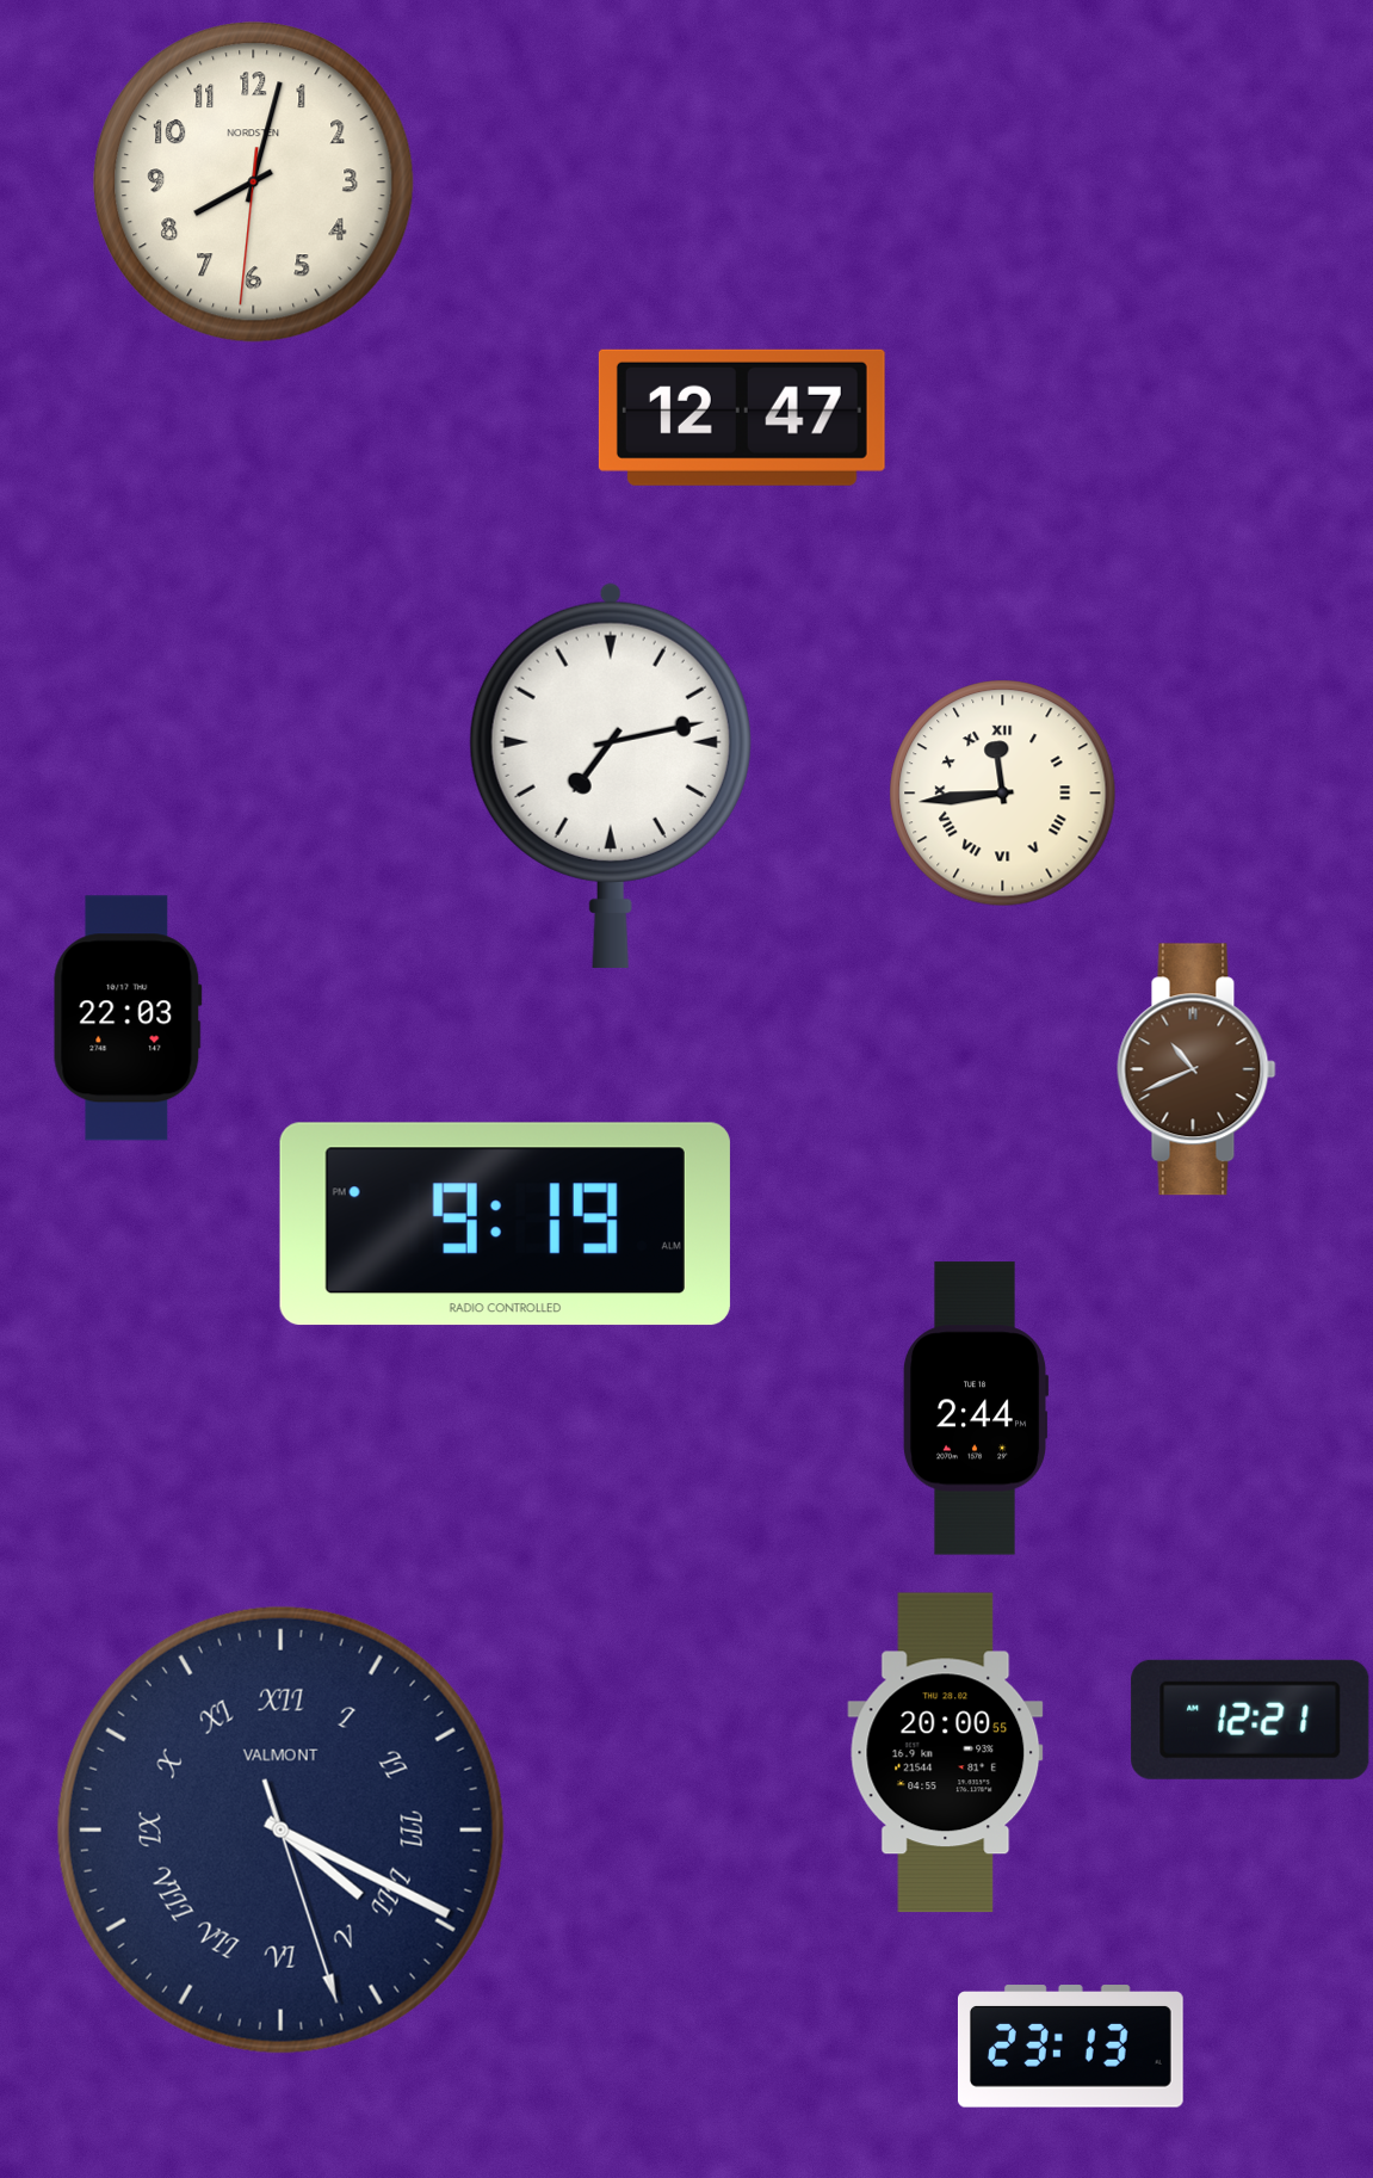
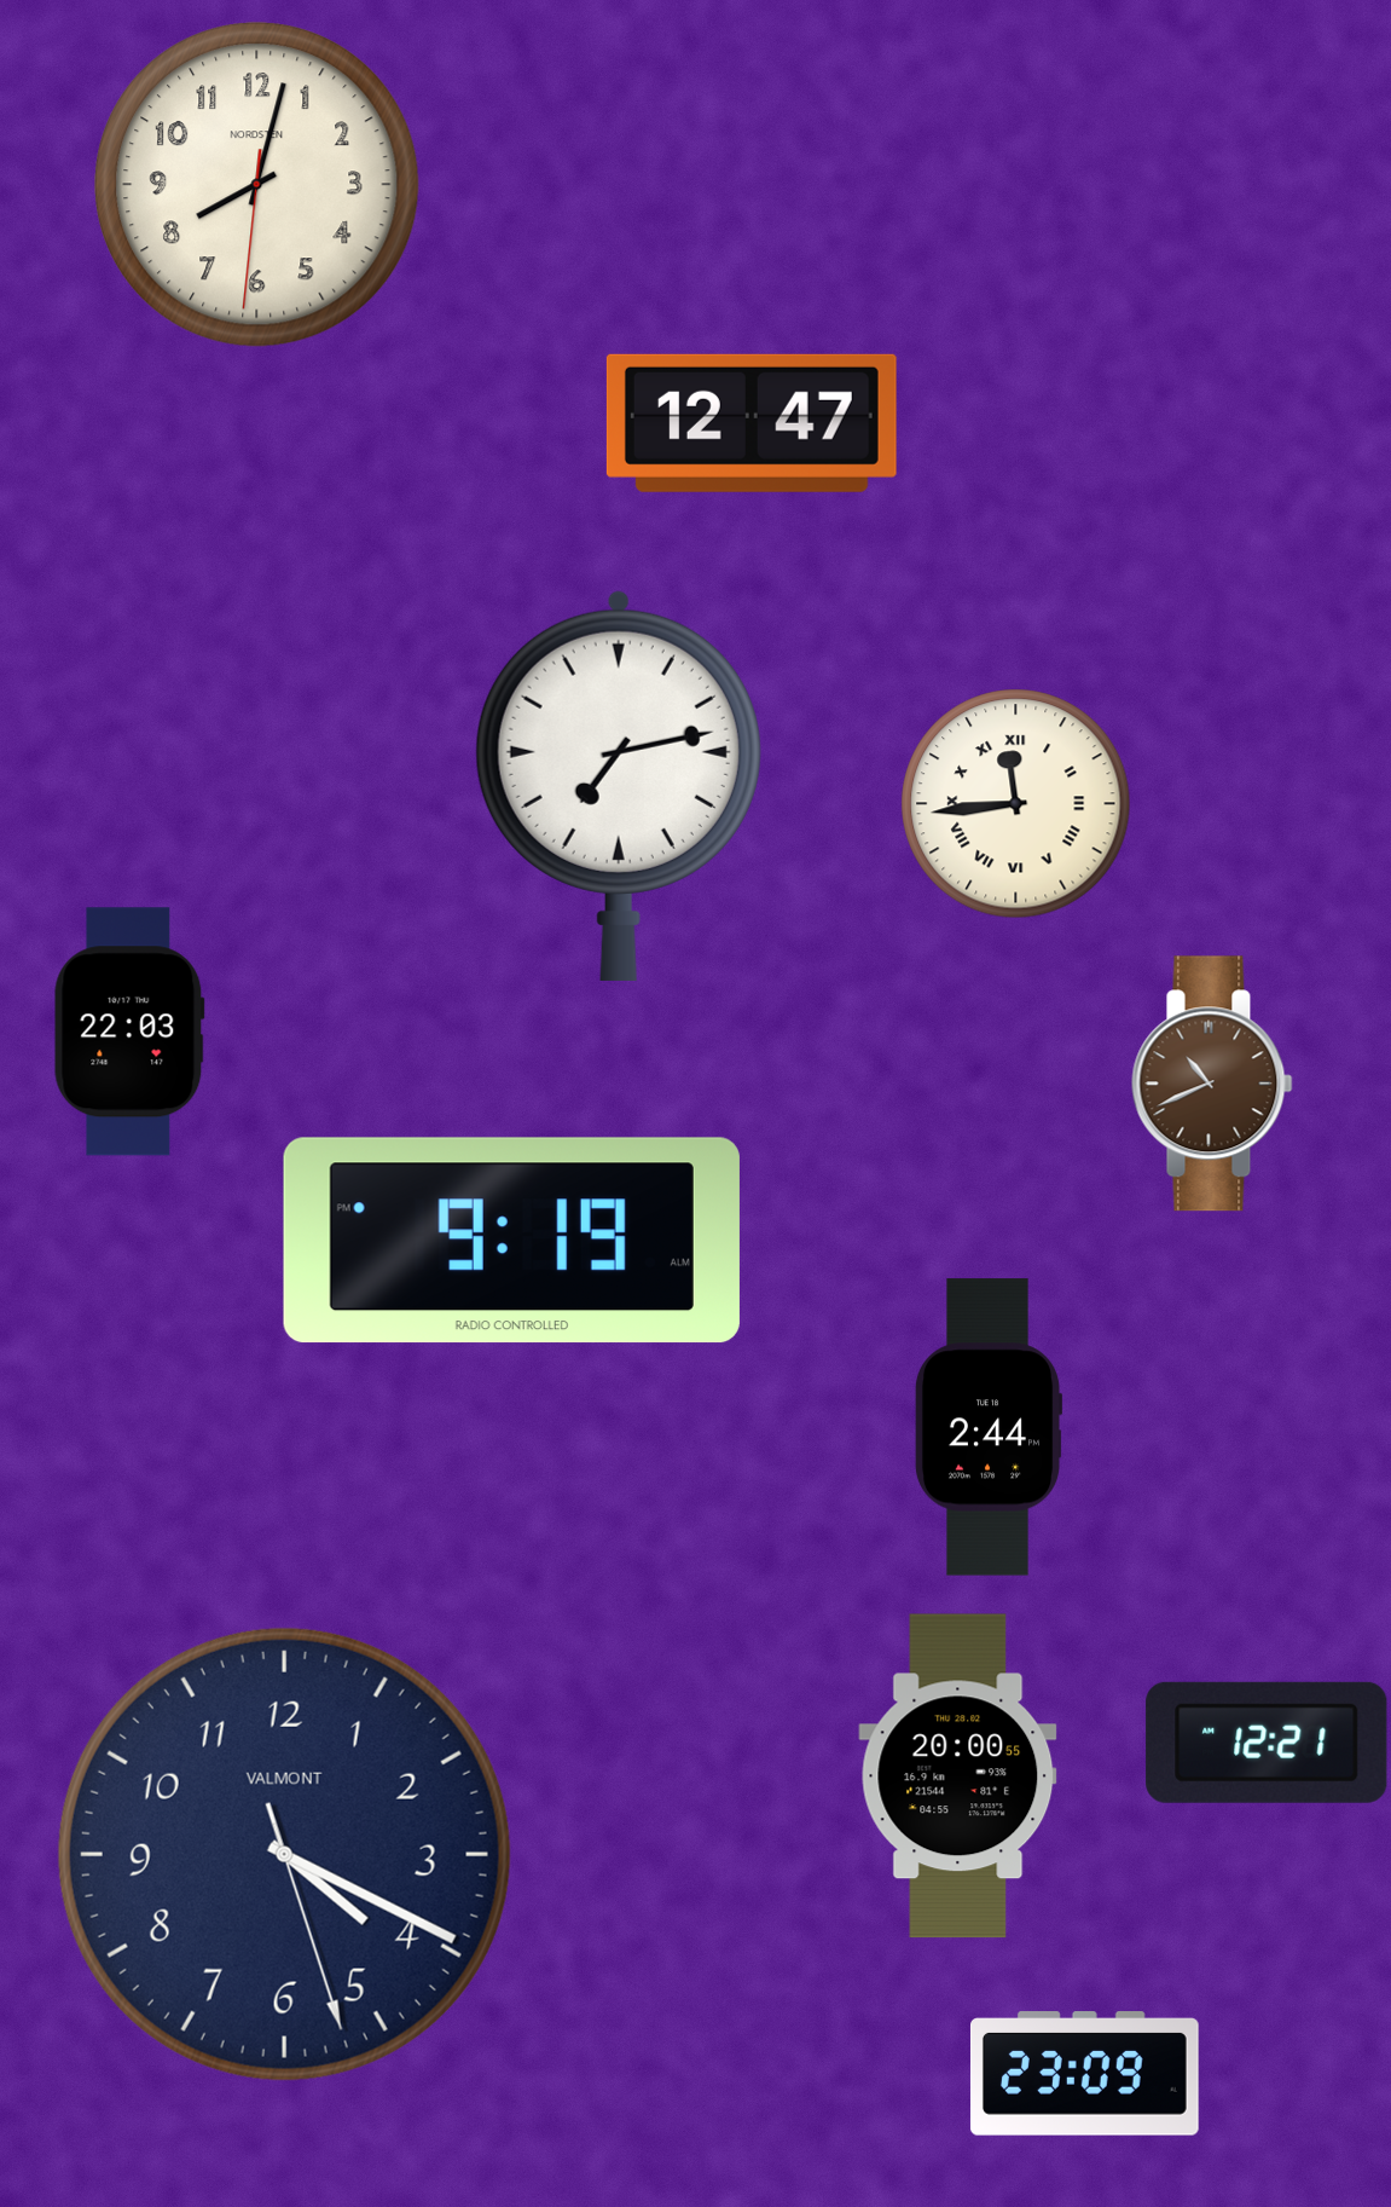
clock at (280, 1830) numerals: Roman -> Arabic
clock at (1070, 2047): 23:13 -> 23:09
